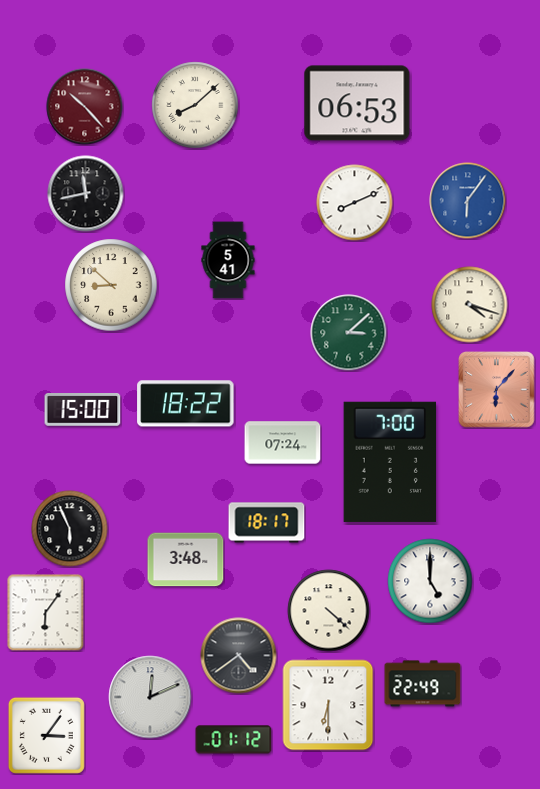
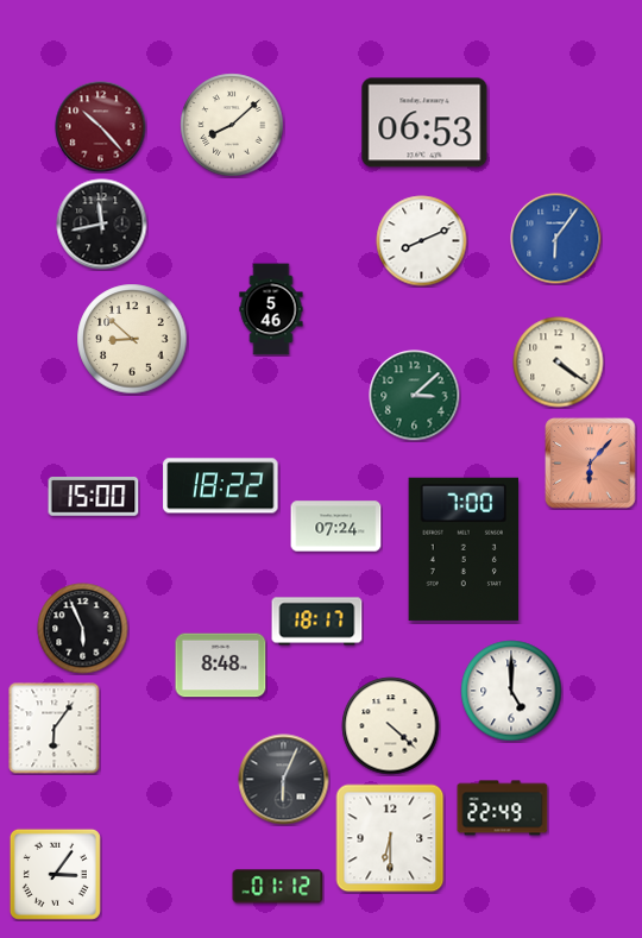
clock at (86, 194) position: (86, 194) -> (102, 225)
clock at (228, 260): 5:41 -> 5:46
clock at (470, 305): 4:18 -> 4:21
clock at (186, 404) position: (186, 404) -> (221, 486)
clock at (83, 410) position: (83, 410) -> (94, 497)
clock at (186, 560): 3:48 -> 8:48
clock at (239, 656): 4:39 -> 6:04
clock at (423, 684) position: (423, 684) -> (503, 808)
clock at (150, 697): 12:11 -> none
clock at (234, 740) position: (234, 740) -> (278, 887)
